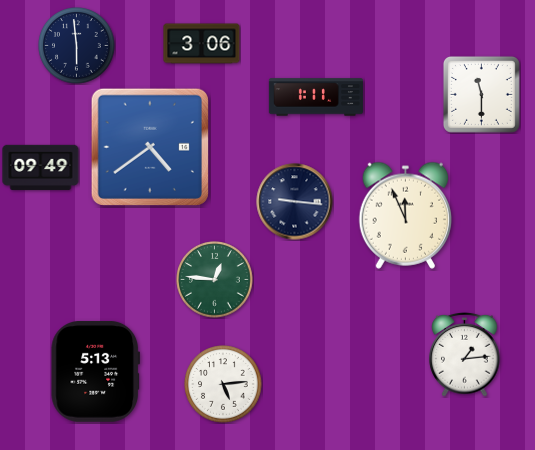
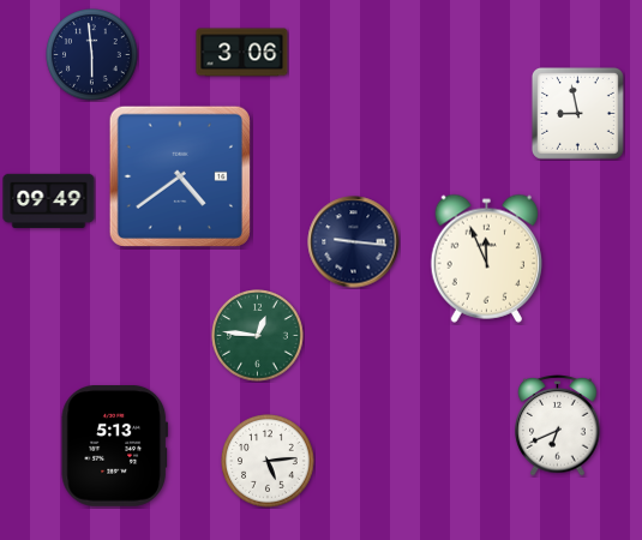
clock at (481, 94): 11:30 -> 8:58
clock at (316, 97): 1:11 -> none
clock at (465, 355): 1:14 -> 6:41
